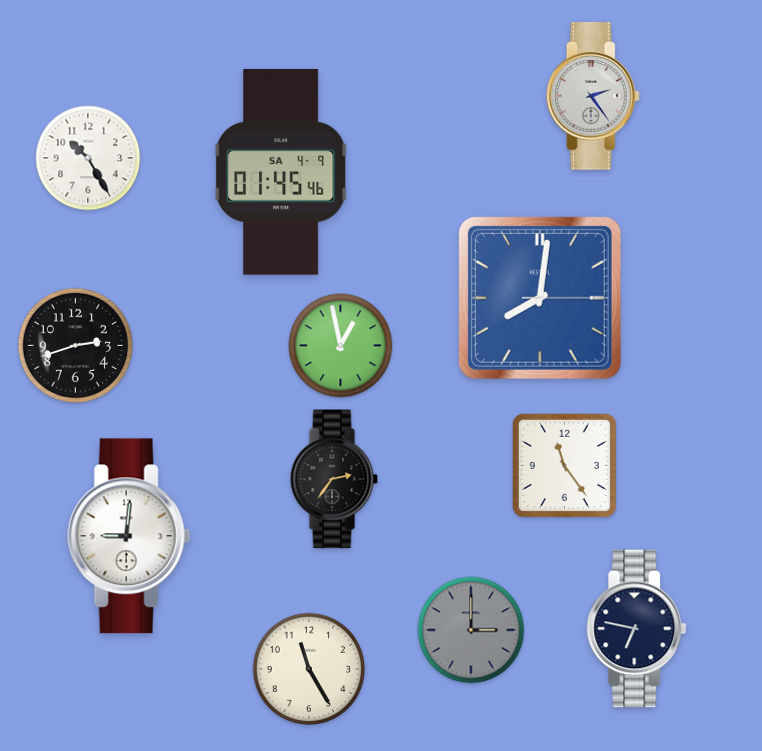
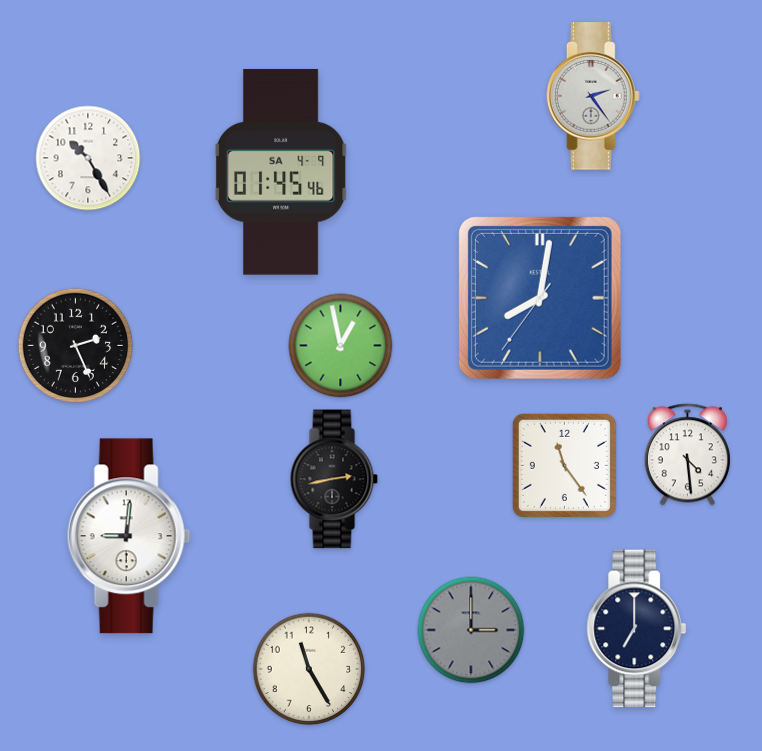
clock at (540, 298): 8:01:15 -> 8:01:36
clock at (75, 345): 2:42 -> 2:26
clock at (687, 455): none -> 4:29
clock at (334, 479): 2:36 -> 2:43
clock at (637, 629): 6:47 -> 7:00
